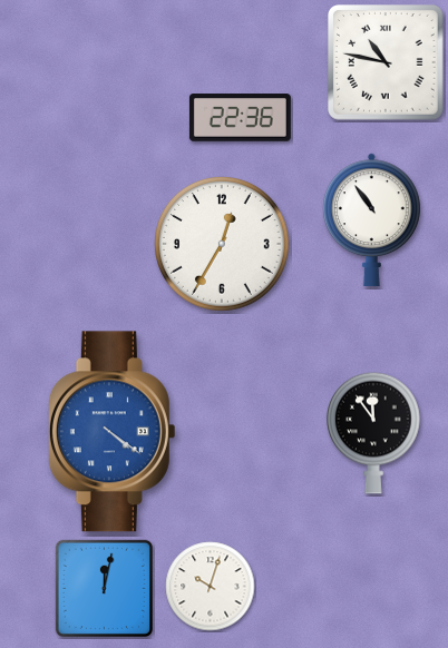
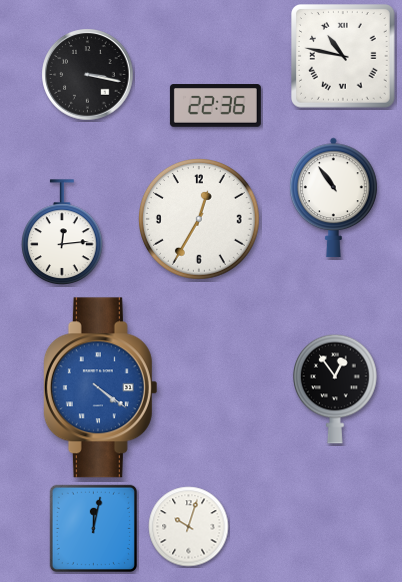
clock at (387, 63) position: (387, 63) -> (344, 57)
clock at (88, 75): none -> 3:17
clock at (62, 232): none -> 12:14
clock at (374, 433): 11:54 -> 12:54
